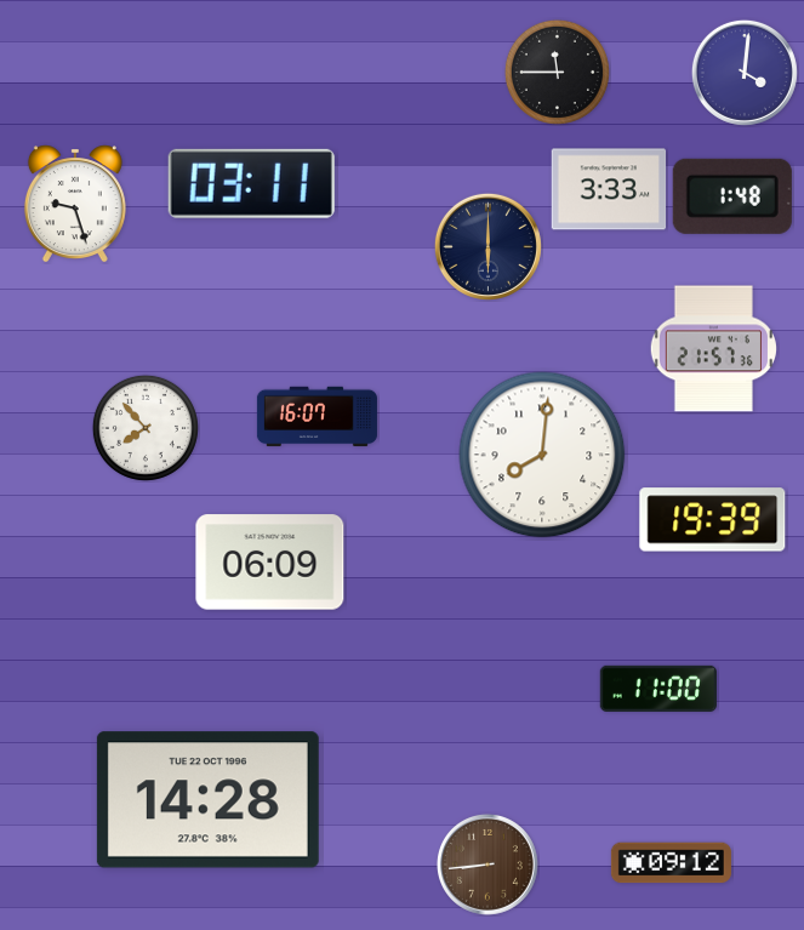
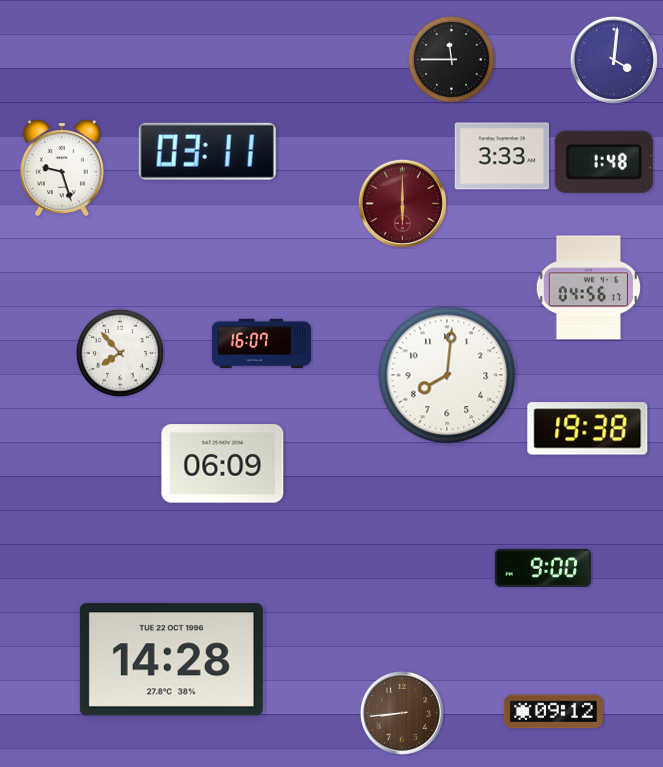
clock at (557, 72) position: (557, 72) -> (451, 59)
clock at (487, 246) dial: navy -> burgundy
clock at (713, 349): 21:57 -> 04:56
clock at (713, 520): 19:39 -> 19:38
clock at (658, 689): 11:00 -> 9:00
